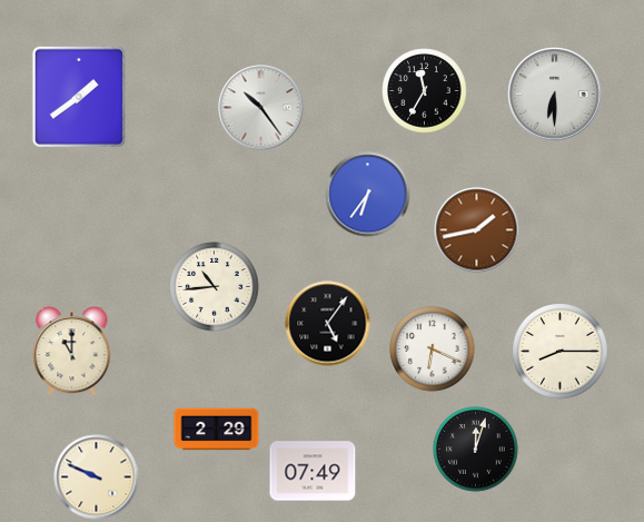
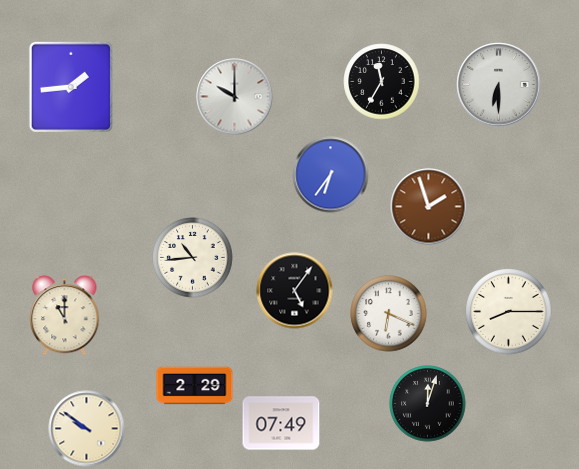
clock at (79, 97): 1:39 -> 1:44
clock at (261, 108): 10:24 -> 10:00
clock at (477, 230): 1:43 -> 1:57
clock at (561, 352) position: (561, 352) -> (509, 312)
clock at (97, 477): 9:49 -> 9:51
